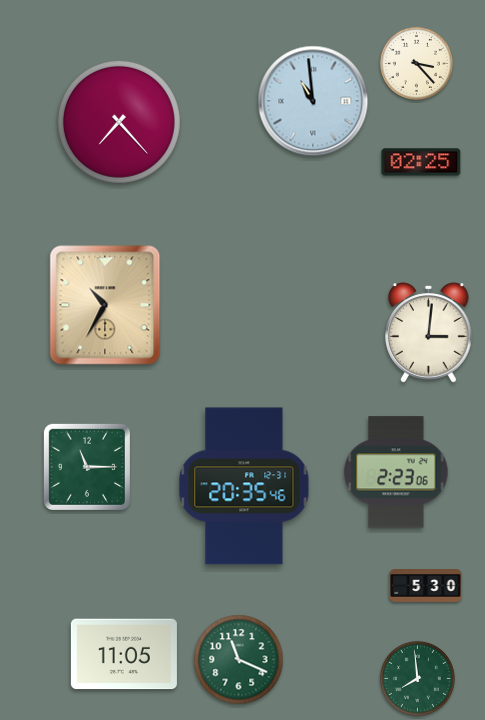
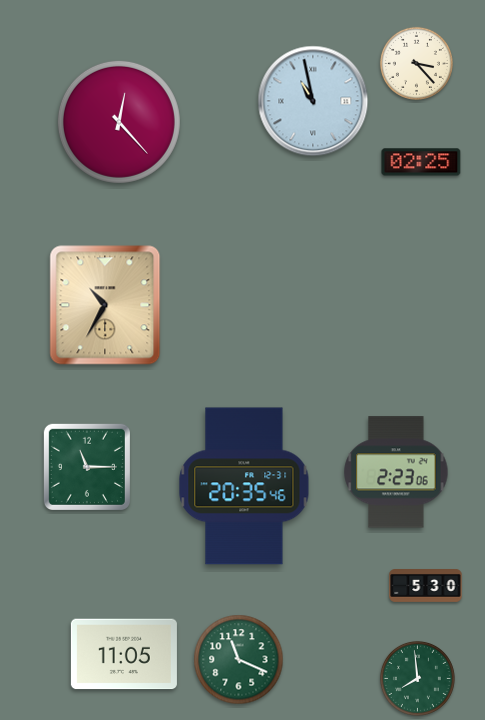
clock at (313, 101): 10:59 -> 10:58
clock at (119, 122): 7:23 -> 12:23
clock at (429, 333): 3:01 -> none
